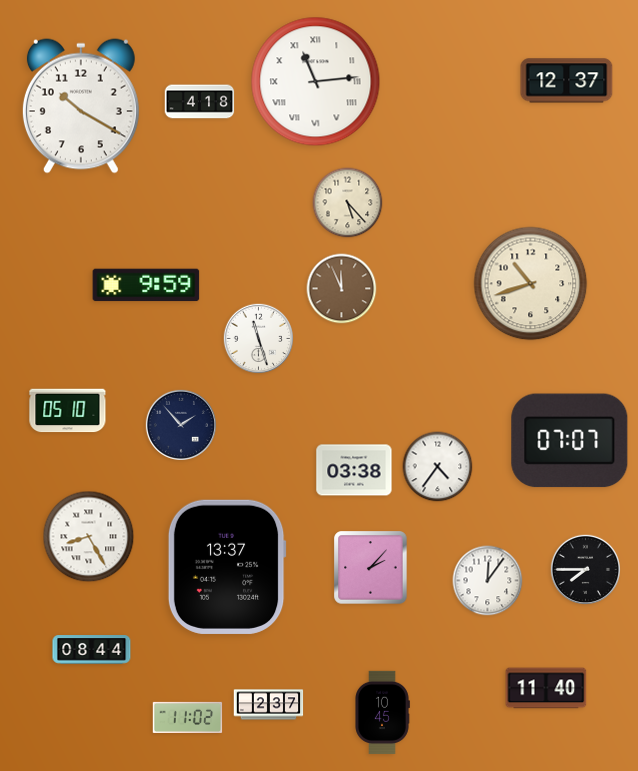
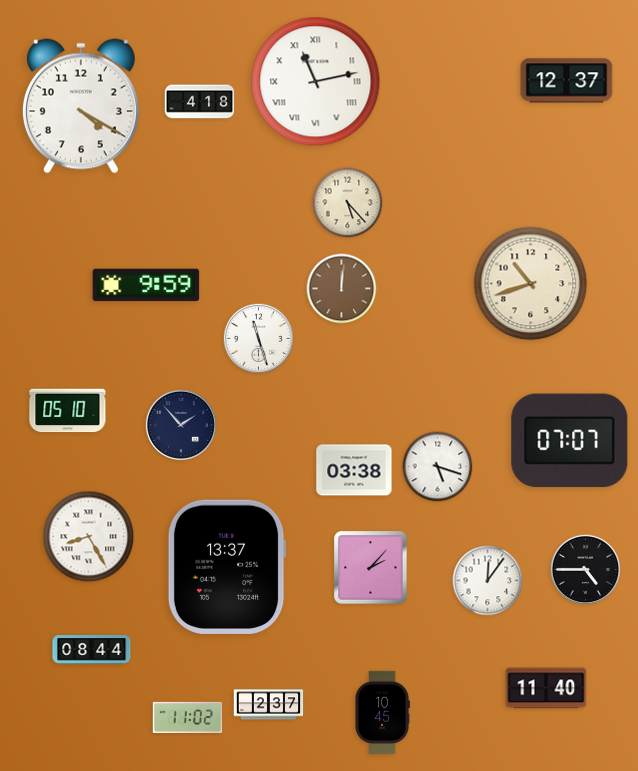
clock at (316, 82): 11:14 -> 11:13
clock at (81, 106): 10:20 -> 4:20
clock at (342, 289): 11:56 -> 12:01
clock at (438, 467): 4:36 -> 5:18
clock at (585, 569): 7:45 -> 4:45
